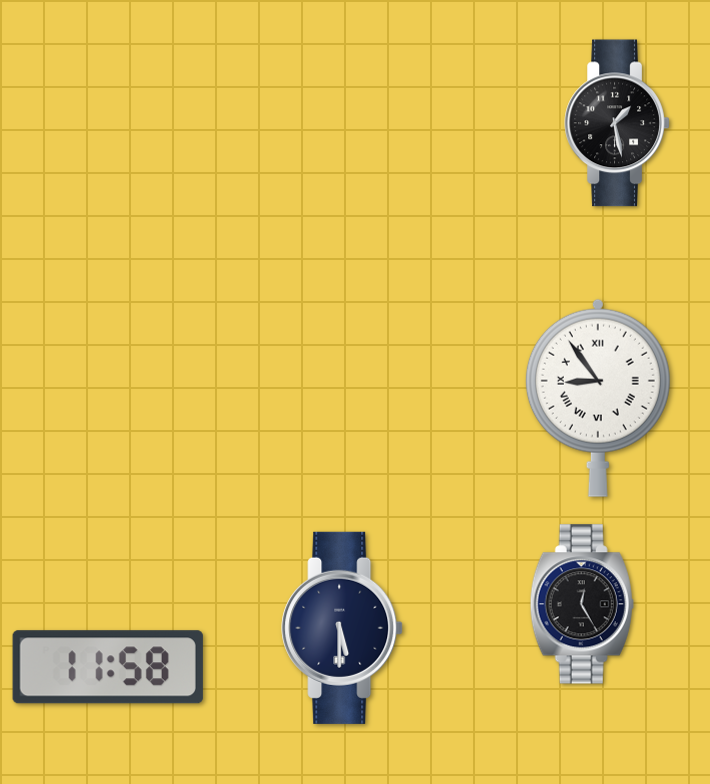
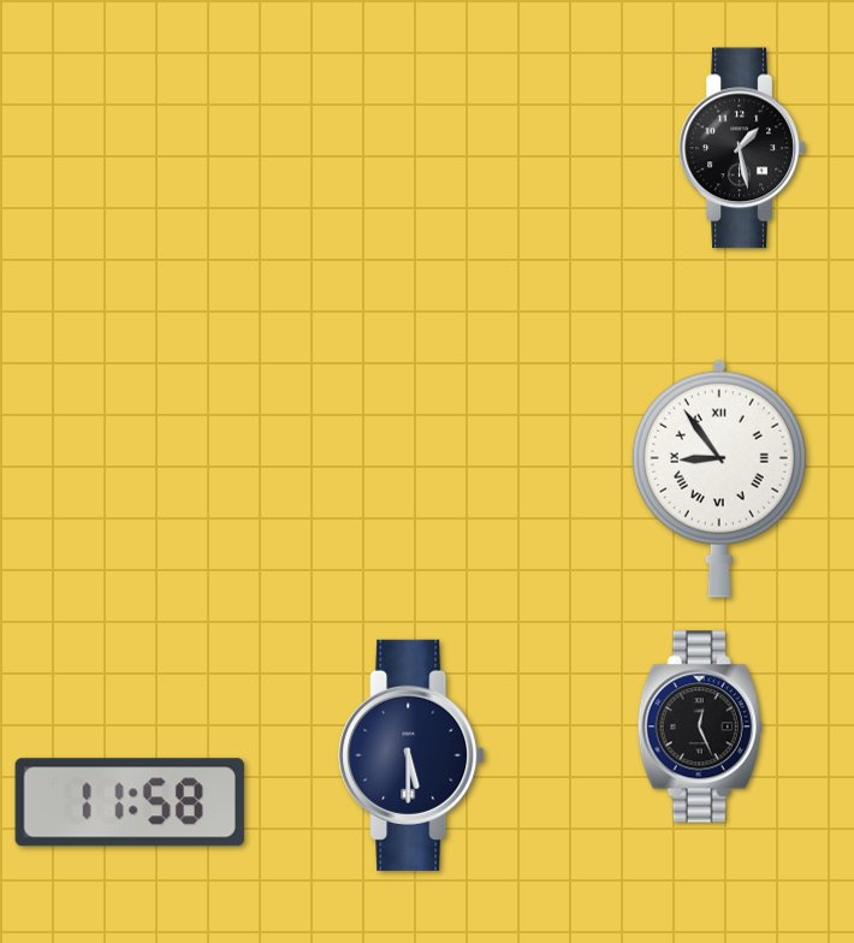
clock at (582, 604): 12:25 -> 12:26
